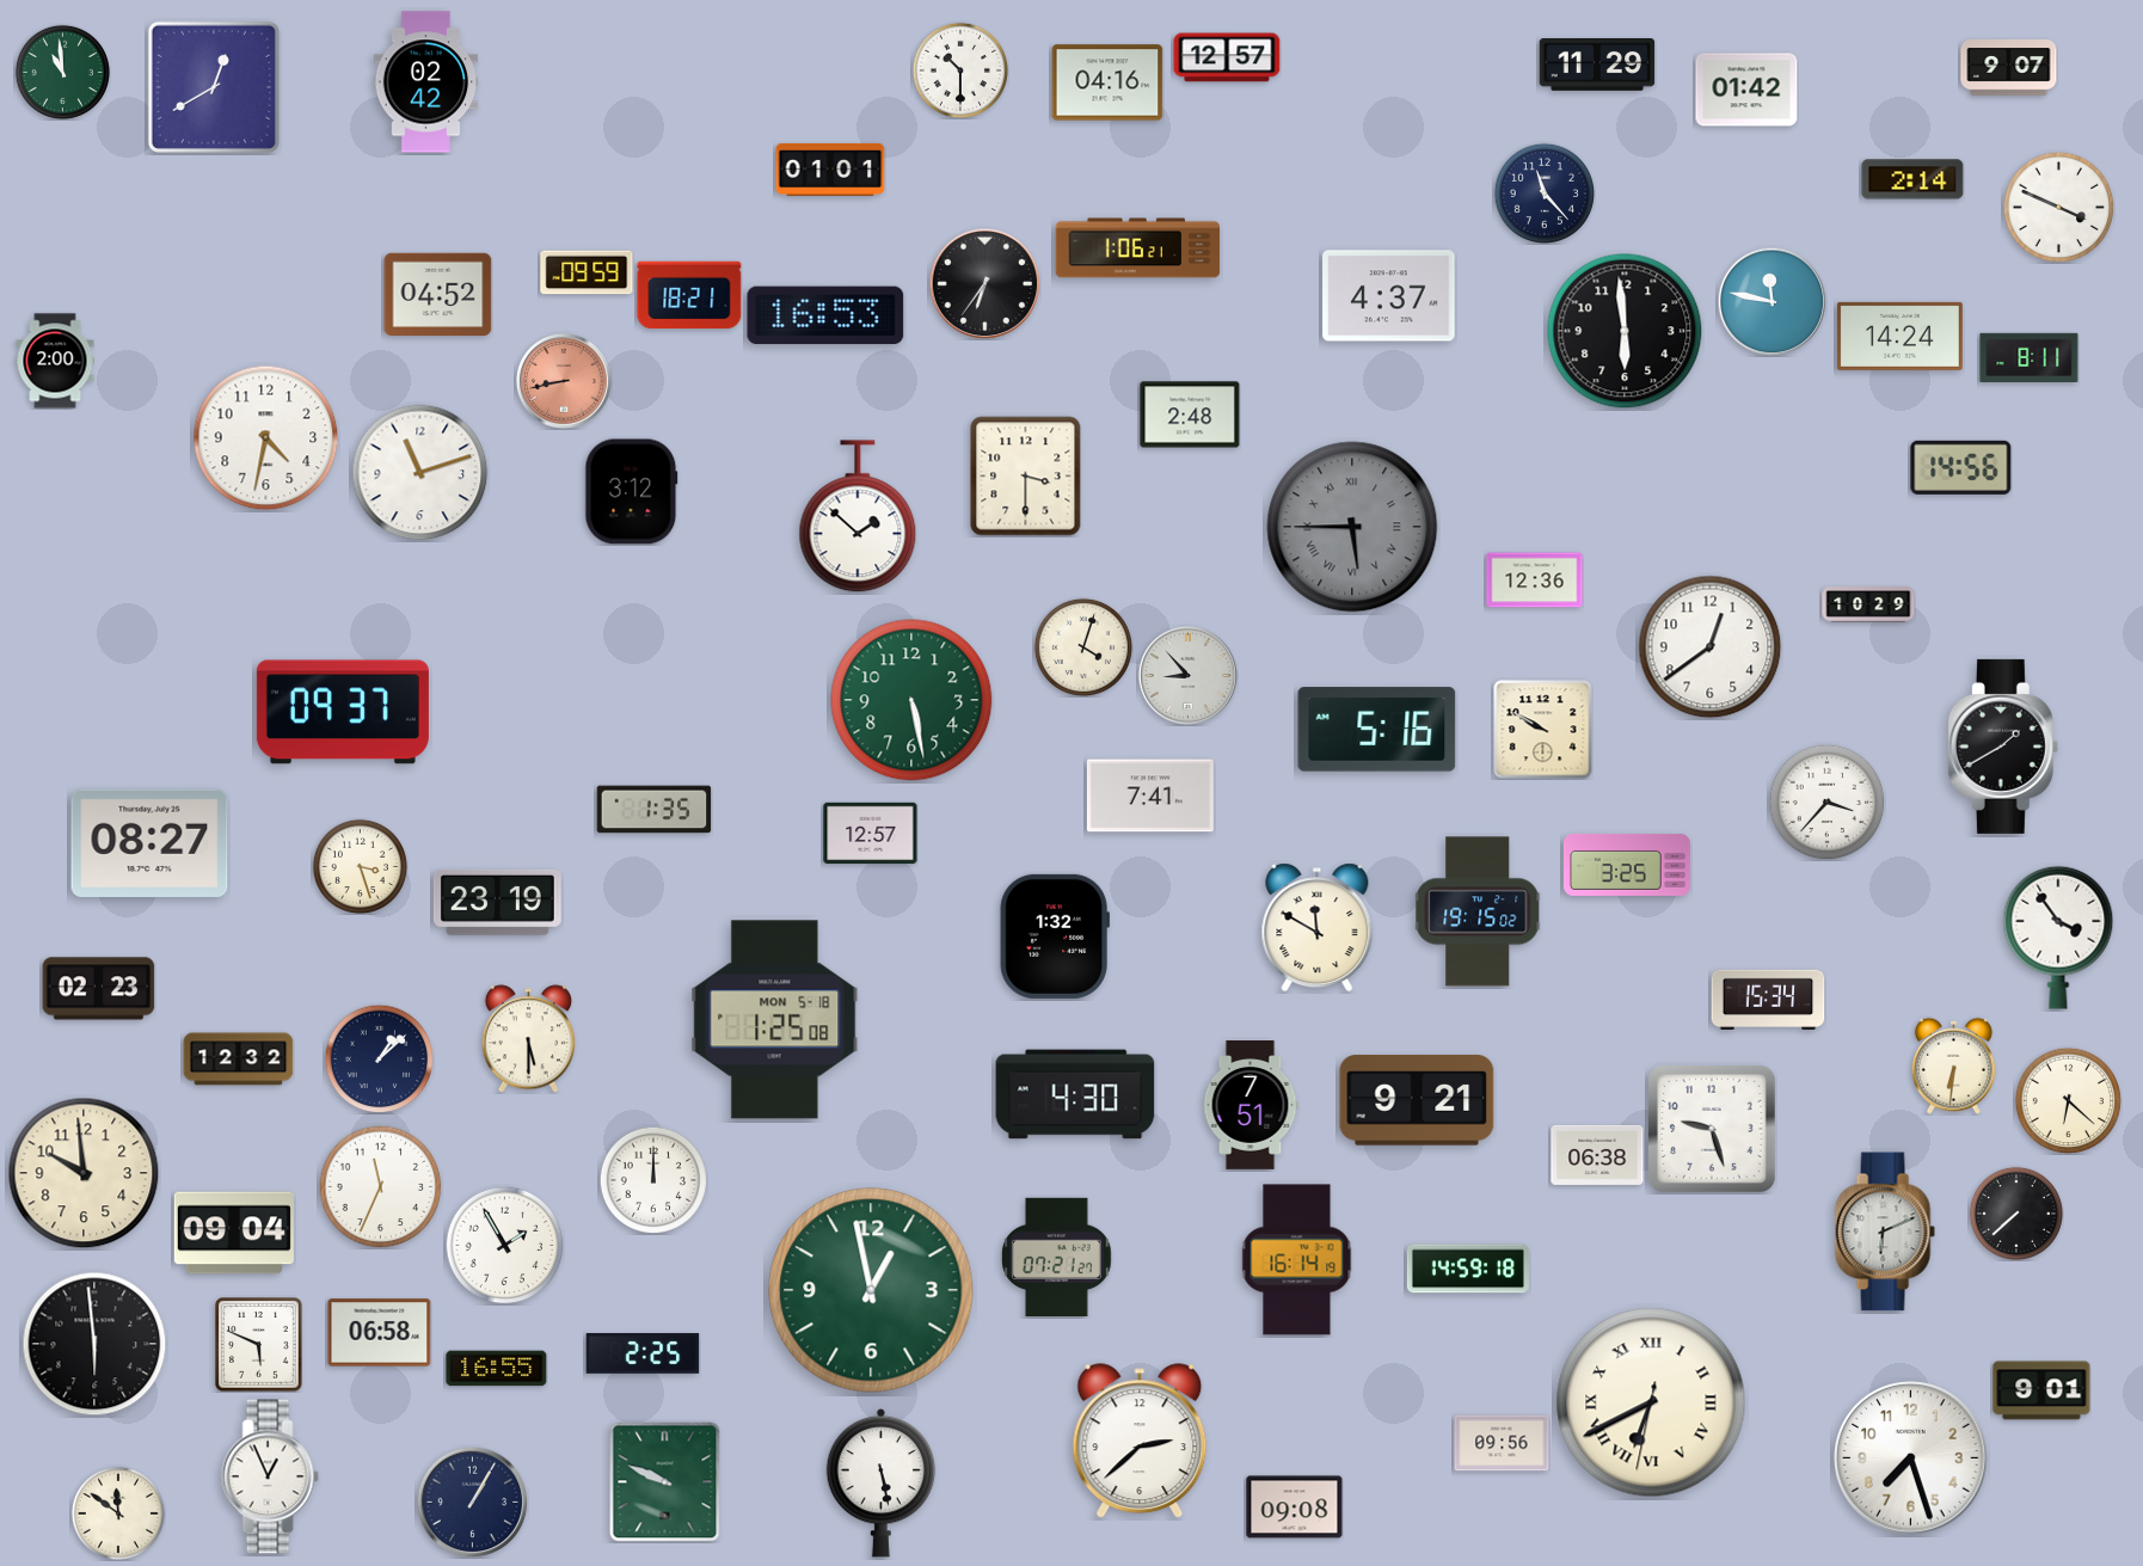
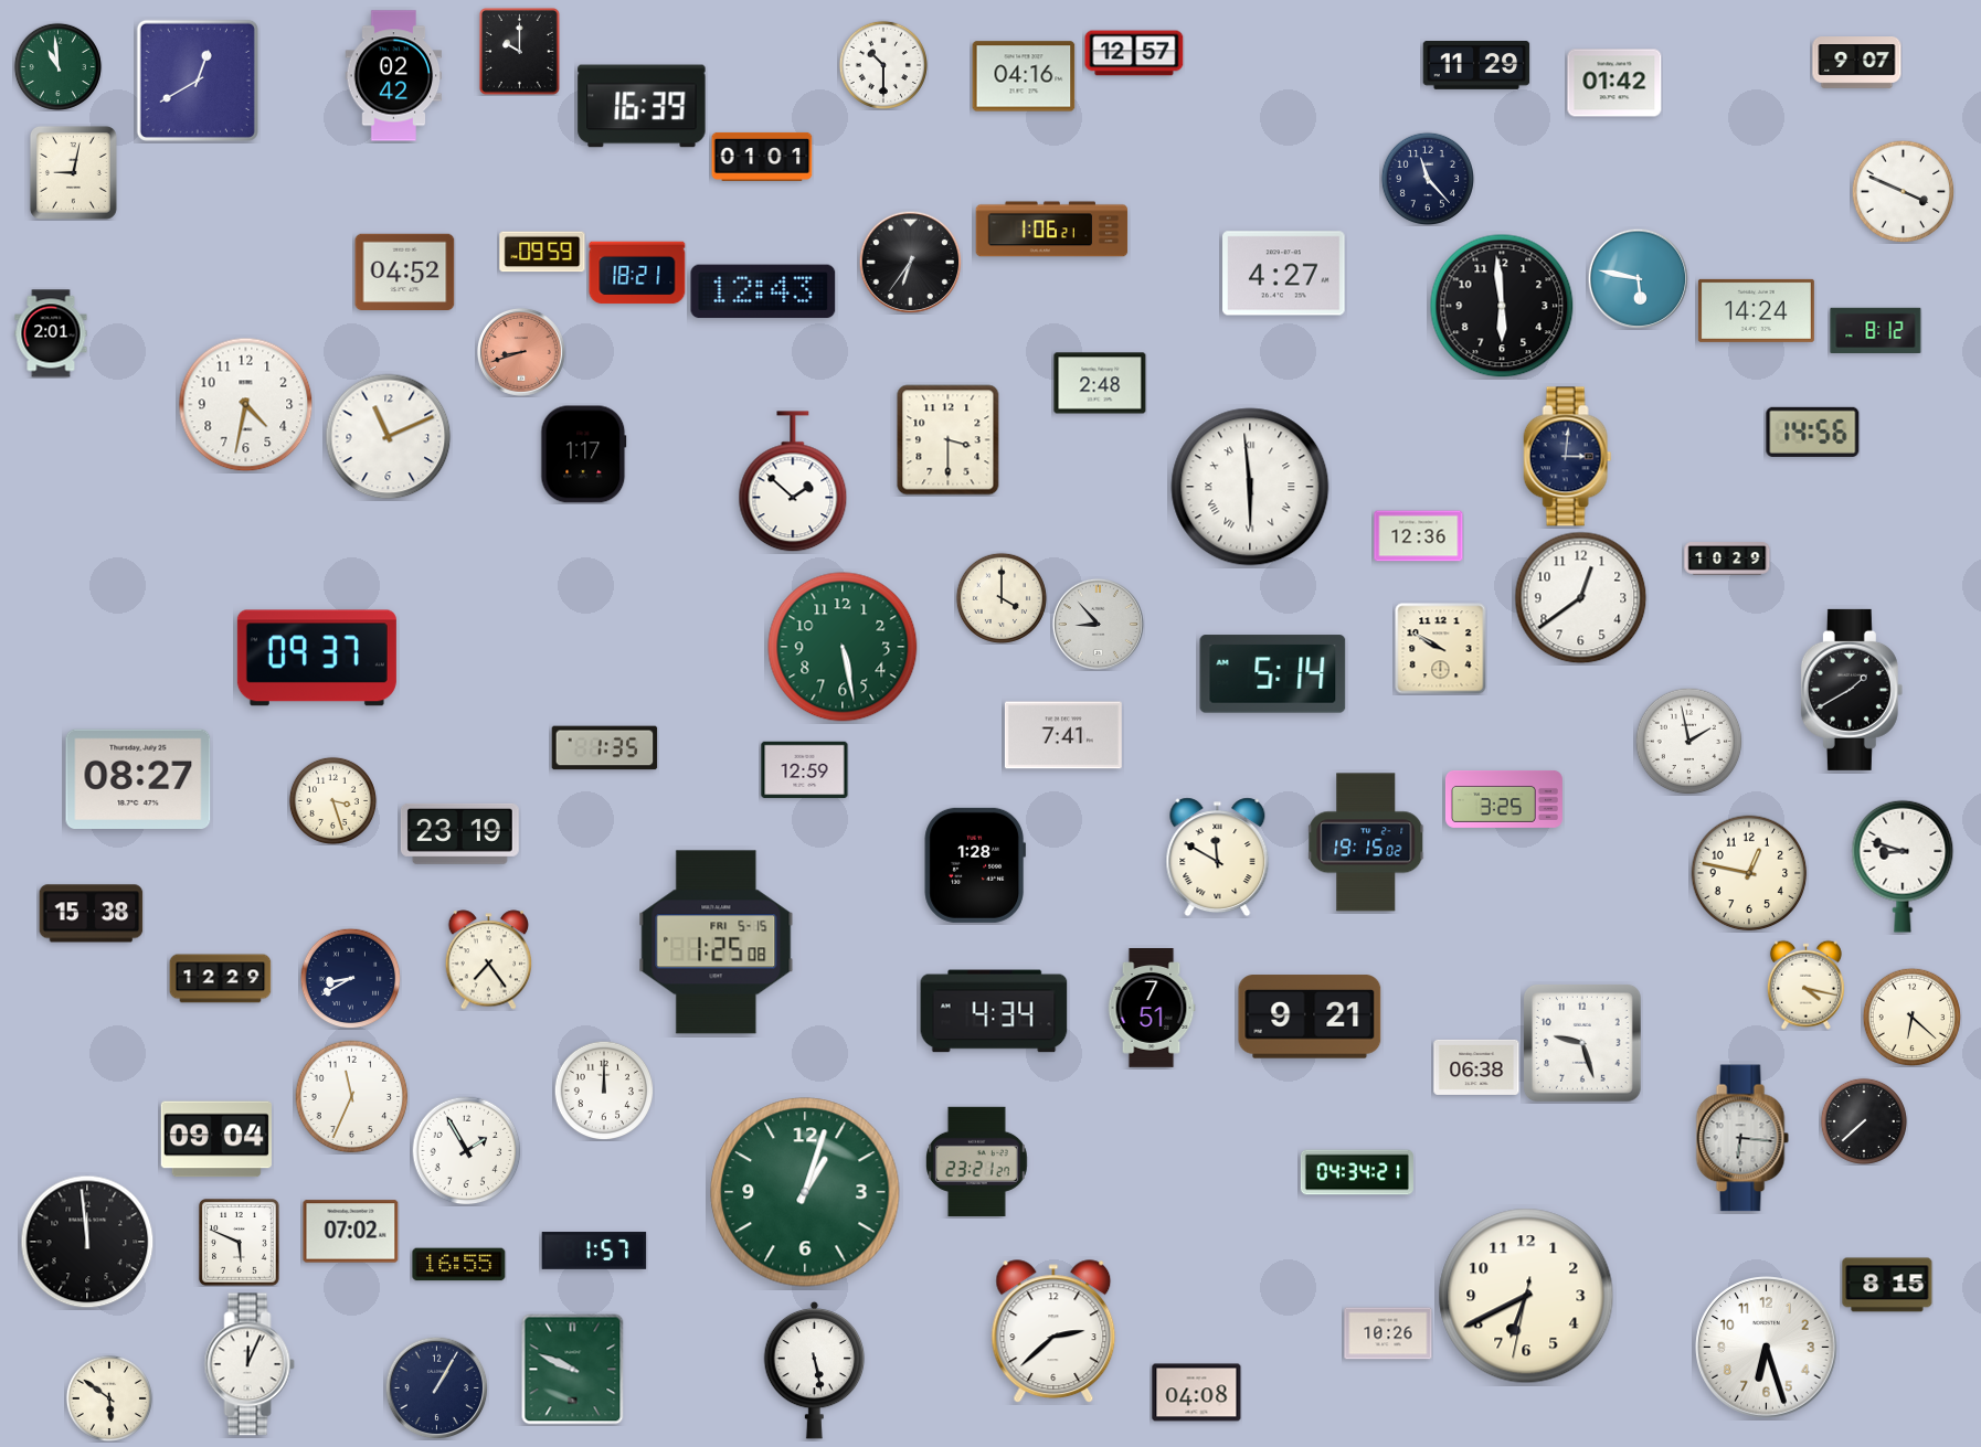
clock at (520, 52): none -> 10:00
clock at (1597, 66) position: (1597, 66) -> (1476, 66)
clock at (960, 70) position: (960, 70) -> (883, 65)
clock at (642, 106): none -> 16:39
clock at (830, 170) position: (830, 170) -> (762, 157)
clock at (1912, 179): 2:14 -> none
clock at (73, 172): none -> 9:02
clock at (1389, 296): 4:37 -> 4:27
clock at (1771, 301): 11:47 -> 5:47
clock at (825, 315): 16:53 -> 12:43
clock at (2030, 358): 8:11 -> 8:12
clock at (55, 361): 2:00 -> 2:01
clock at (564, 381): 8:43 -> 8:42
clock at (420, 473): 11:12 -> 11:11
clock at (632, 492): 3:12 -> 1:17
clock at (1568, 457): none -> 3:01
clock at (858, 517) position: (858, 517) -> (793, 482)
clock at (1352, 527): 5:45 -> 5:59
clock at (1352, 527) dial: grey -> white
clock at (1083, 647): 4:03 -> 4:00
clock at (1377, 730): 5:16 -> 5:14
clock at (1543, 730) position: (1543, 730) -> (1441, 649)
clock at (1826, 802): 3:37 -> 1:58
clock at (871, 834): 12:57 -> 12:59
clock at (1054, 936): 1:32 -> 1:28
clock at (2058, 938): 3:54 -> 8:48
clock at (1749, 873): none -> 12:47
clock at (99, 989): 02:23 -> 15:38
clock at (1768, 1000): 15:34 -> none
clock at (775, 1020) date: MON 5-18 -> FRI 5-15
clock at (529, 1039): 5:30 -> 7:24
clock at (379, 1058): 1:08 -> 8:40
clock at (239, 1060): 12:32 -> 12:29
clock at (1953, 1066): 6:31 -> 4:17
clock at (1075, 1094): 4:30 -> 4:34
clock at (1251, 1105) position: (1251, 1105) -> (1152, 1008)
clock at (84, 1173): 9:59 -> none
clock at (1885, 1232): 6:11 -> 6:16
clock at (1056, 1257): 07:21 -> 23:21
clock at (1297, 1260): 16:14 -> none
clock at (1468, 1269): 14:59 -> 04:34
clock at (871, 1290): 12:58 -> 1:03
clock at (380, 1333): 06:58 -> 07:02
clock at (94, 1344): 5:59 -> 11:59
clock at (643, 1353): 2:25 -> 1:57
clock at (2041, 1390): 9:01 -> 8:15
clock at (1651, 1402) numerals: Roman -> Arabic
clock at (1502, 1443): 09:56 -> 10:26
clock at (1911, 1458): 7:27 -> 6:27
clock at (270, 1476): 12:56 -> 12:04
clock at (665, 1482) position: (665, 1482) -> (573, 1370)
clock at (1295, 1507): 09:08 -> 04:08
clock at (118, 1513): 11:51 -> 5:51
